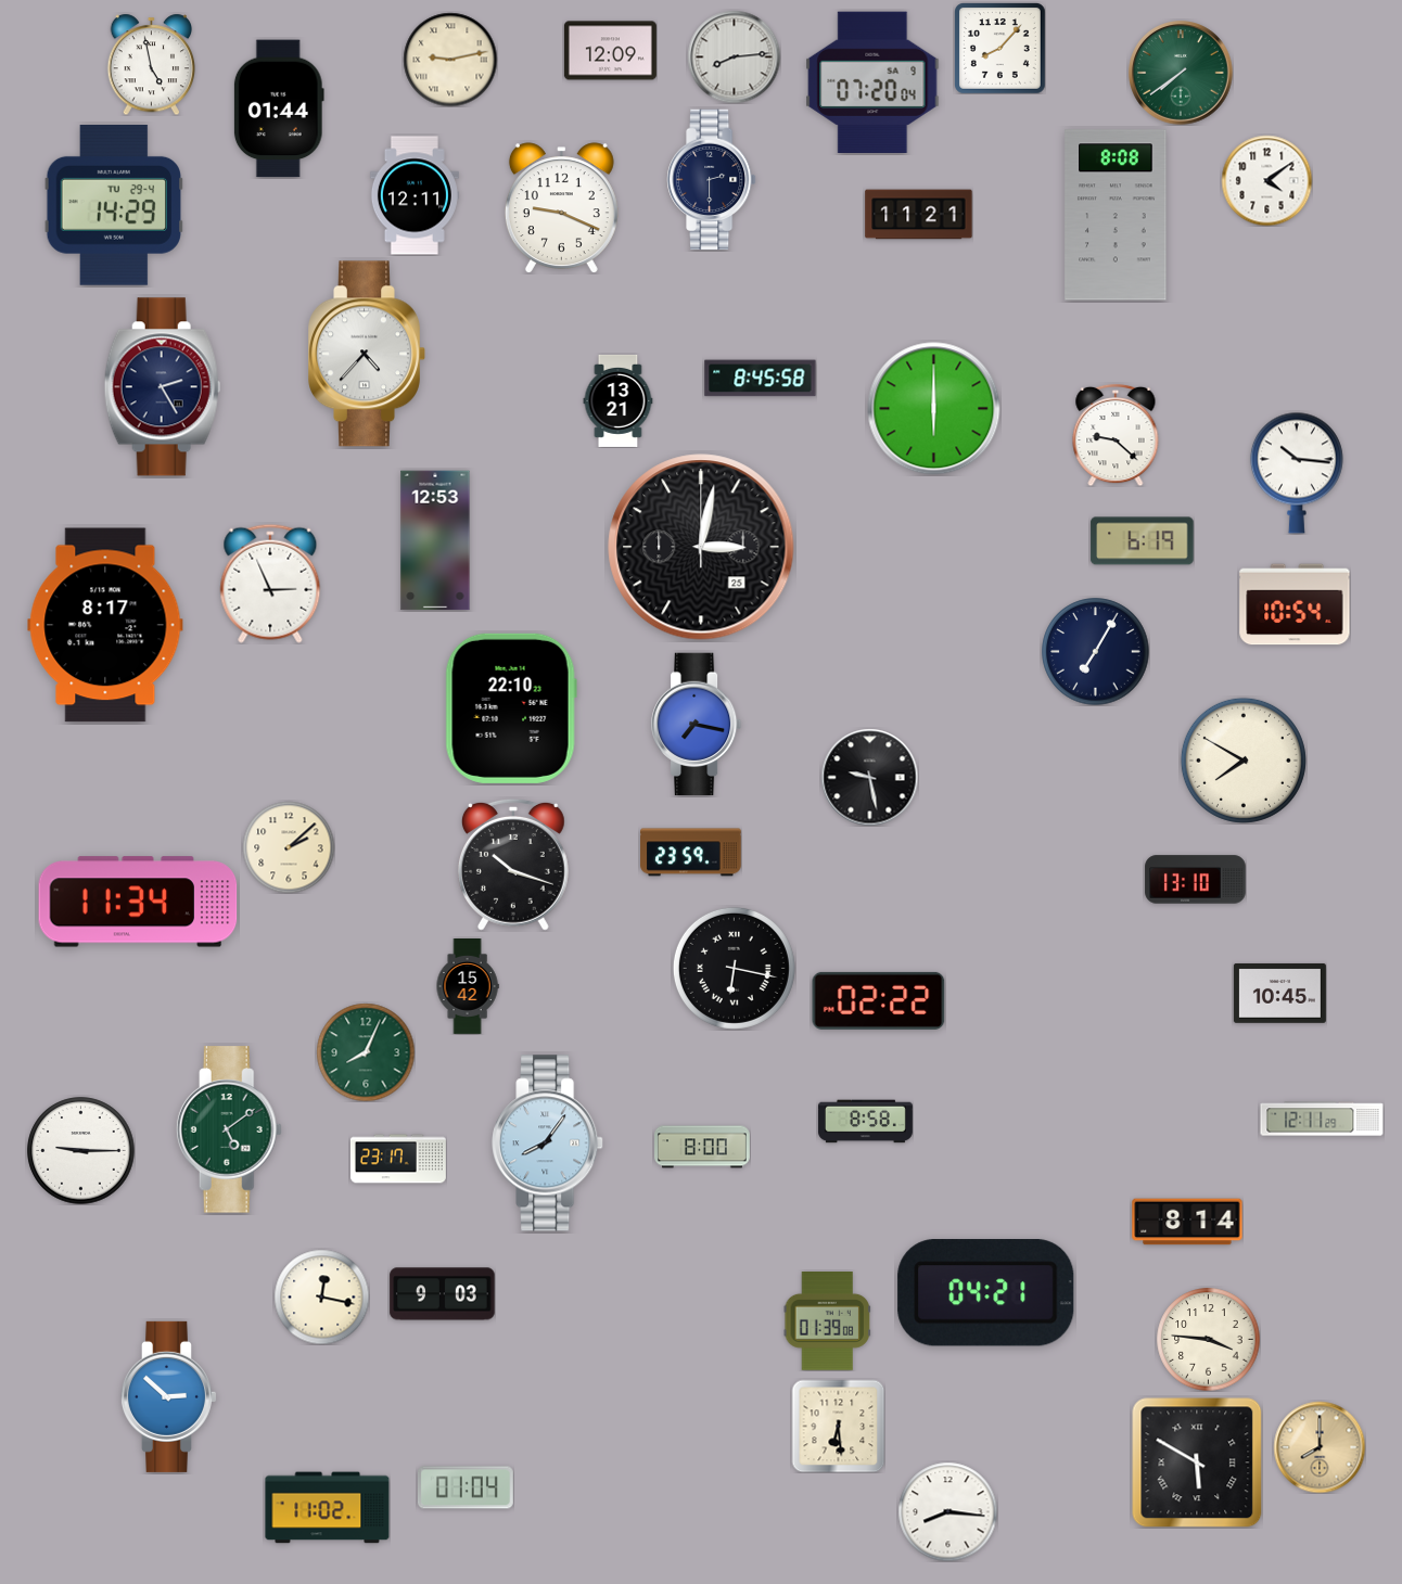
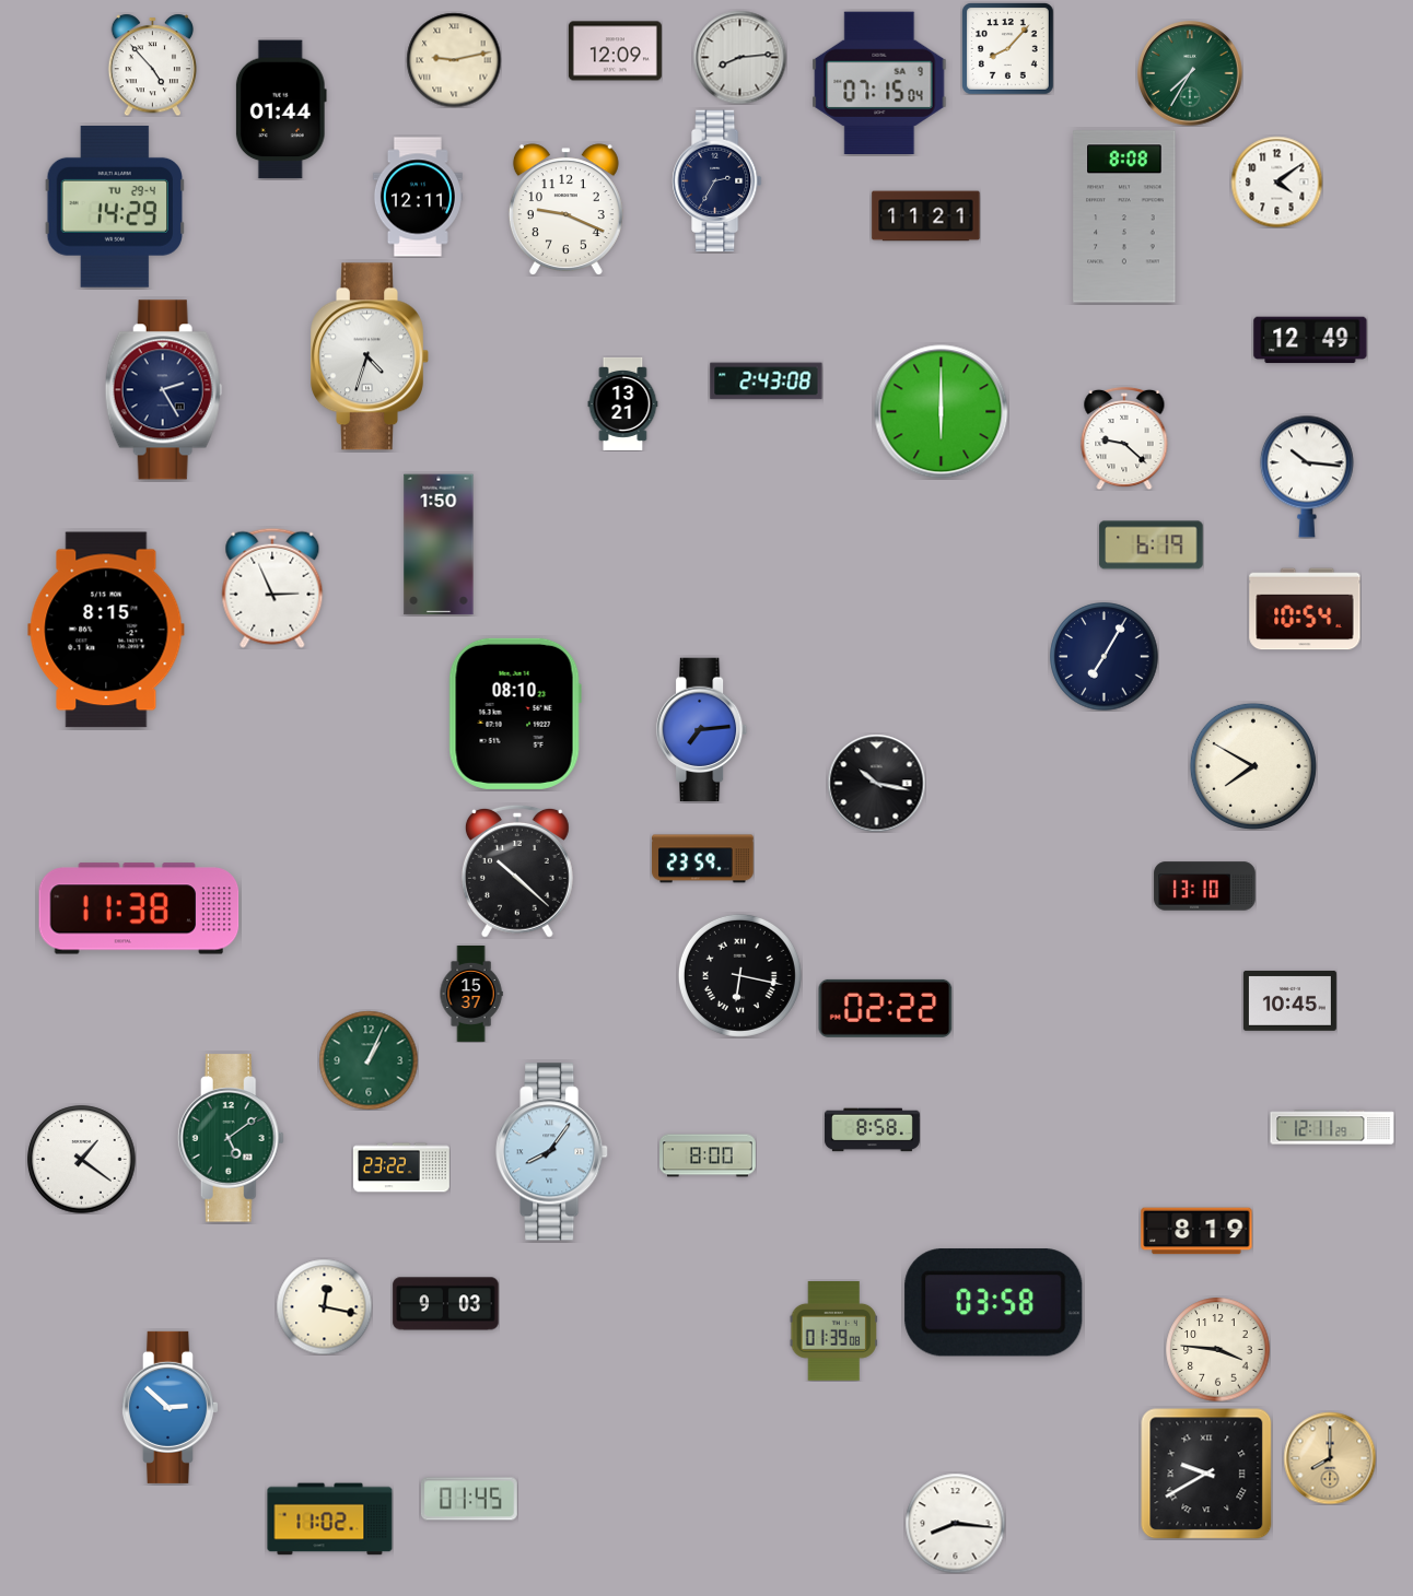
clock at (151, 64): 4:58 -> 4:53
clock at (1181, 73): 7:39 -> 7:35
clock at (872, 81): 07:20 -> 07:15
clock at (711, 180): 2:30 -> 2:35
clock at (1310, 340): none -> 12:49
clock at (367, 354): 4:37 -> 4:33
clock at (761, 379): 8:45 -> 2:43
clock at (435, 540): 12:53 -> 1:50
clock at (701, 547): 3:02 -> none
clock at (105, 625): 8:17 -> 8:15
clock at (511, 708): 22:10 -> 08:10
clock at (697, 725): 7:17 -> 7:14
clock at (869, 777): 9:28 -> 10:17
clock at (289, 847): 2:08 -> none
clock at (691, 853) position: (691, 853) -> (703, 859)
clock at (513, 865): 10:18 -> 10:22
clock at (138, 902): 11:34 -> 11:38
clock at (468, 987): 15:42 -> 15:37
clock at (366, 1052): 8:04 -> 1:04
clock at (81, 1151): 9:15 -> 1:21
clock at (398, 1159): 23:17 -> 23:22
clock at (1187, 1222): 8:14 -> 8:19
clock at (986, 1293): 04:21 -> 03:58
clock at (838, 1426): 6:29 -> none
clock at (1197, 1462): 5:50 -> 9:40
clock at (466, 1487): 01:04 -> 01:45
